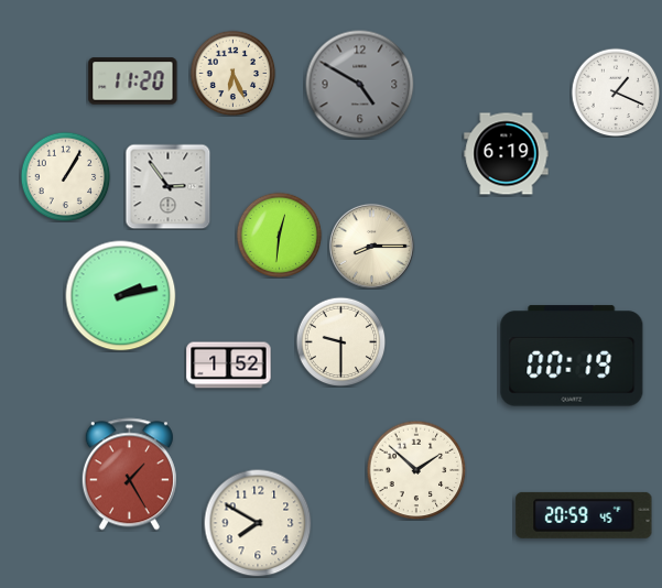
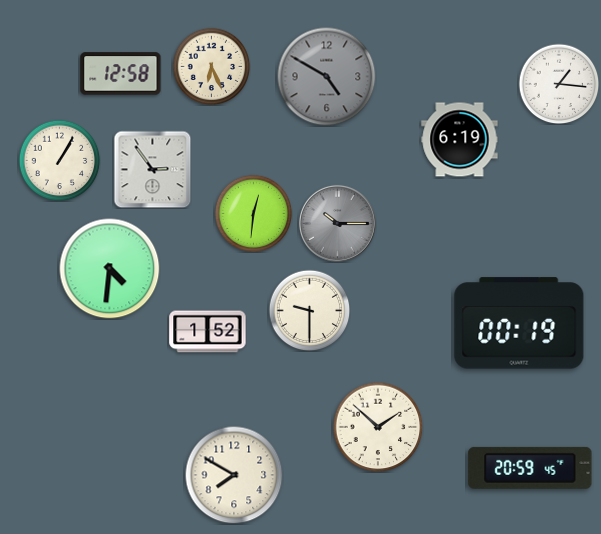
clock at (133, 81): 11:20 -> 12:58
clock at (616, 92): 1:19 -> 1:16
clock at (371, 246): 8:15 -> 10:15
clock at (371, 246) dial: cream -> grey
clock at (121, 296): 2:13 -> 4:31
clock at (129, 475): 1:25 -> none
